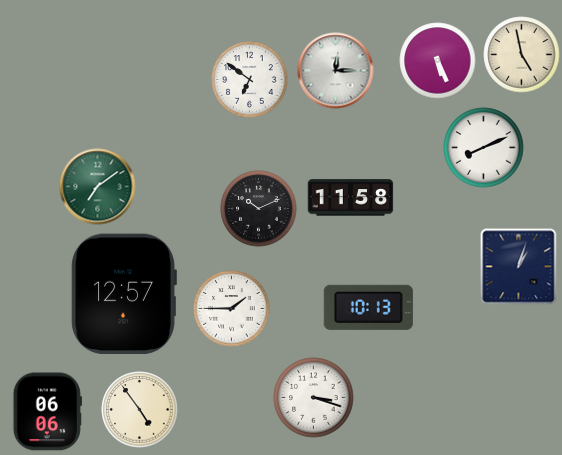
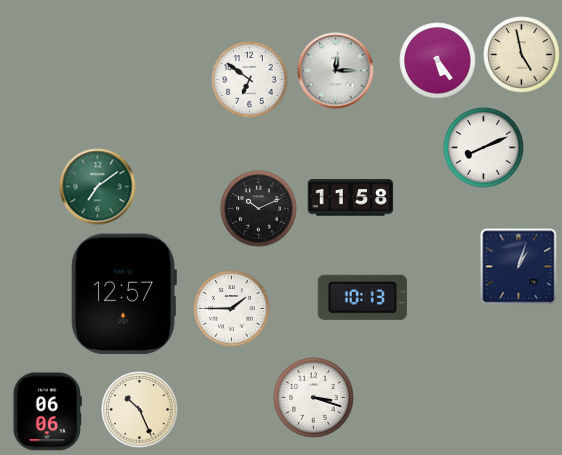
clock at (438, 61): 5:26 -> 5:24
clock at (368, 307) position: (368, 307) -> (362, 297)
clock at (140, 410): 4:54 -> 10:26
